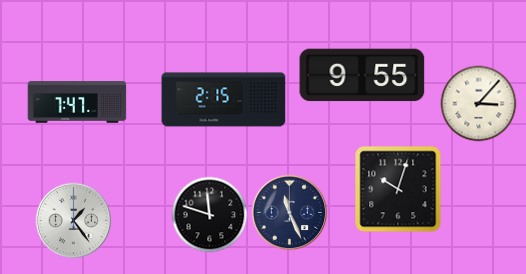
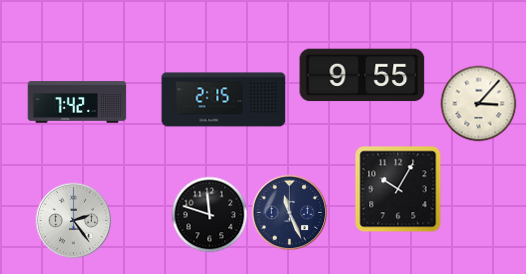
clock at (77, 102): 7:47 -> 7:42
clock at (398, 189): 10:03 -> 10:05
clock at (74, 221): 1:24 -> 2:24
